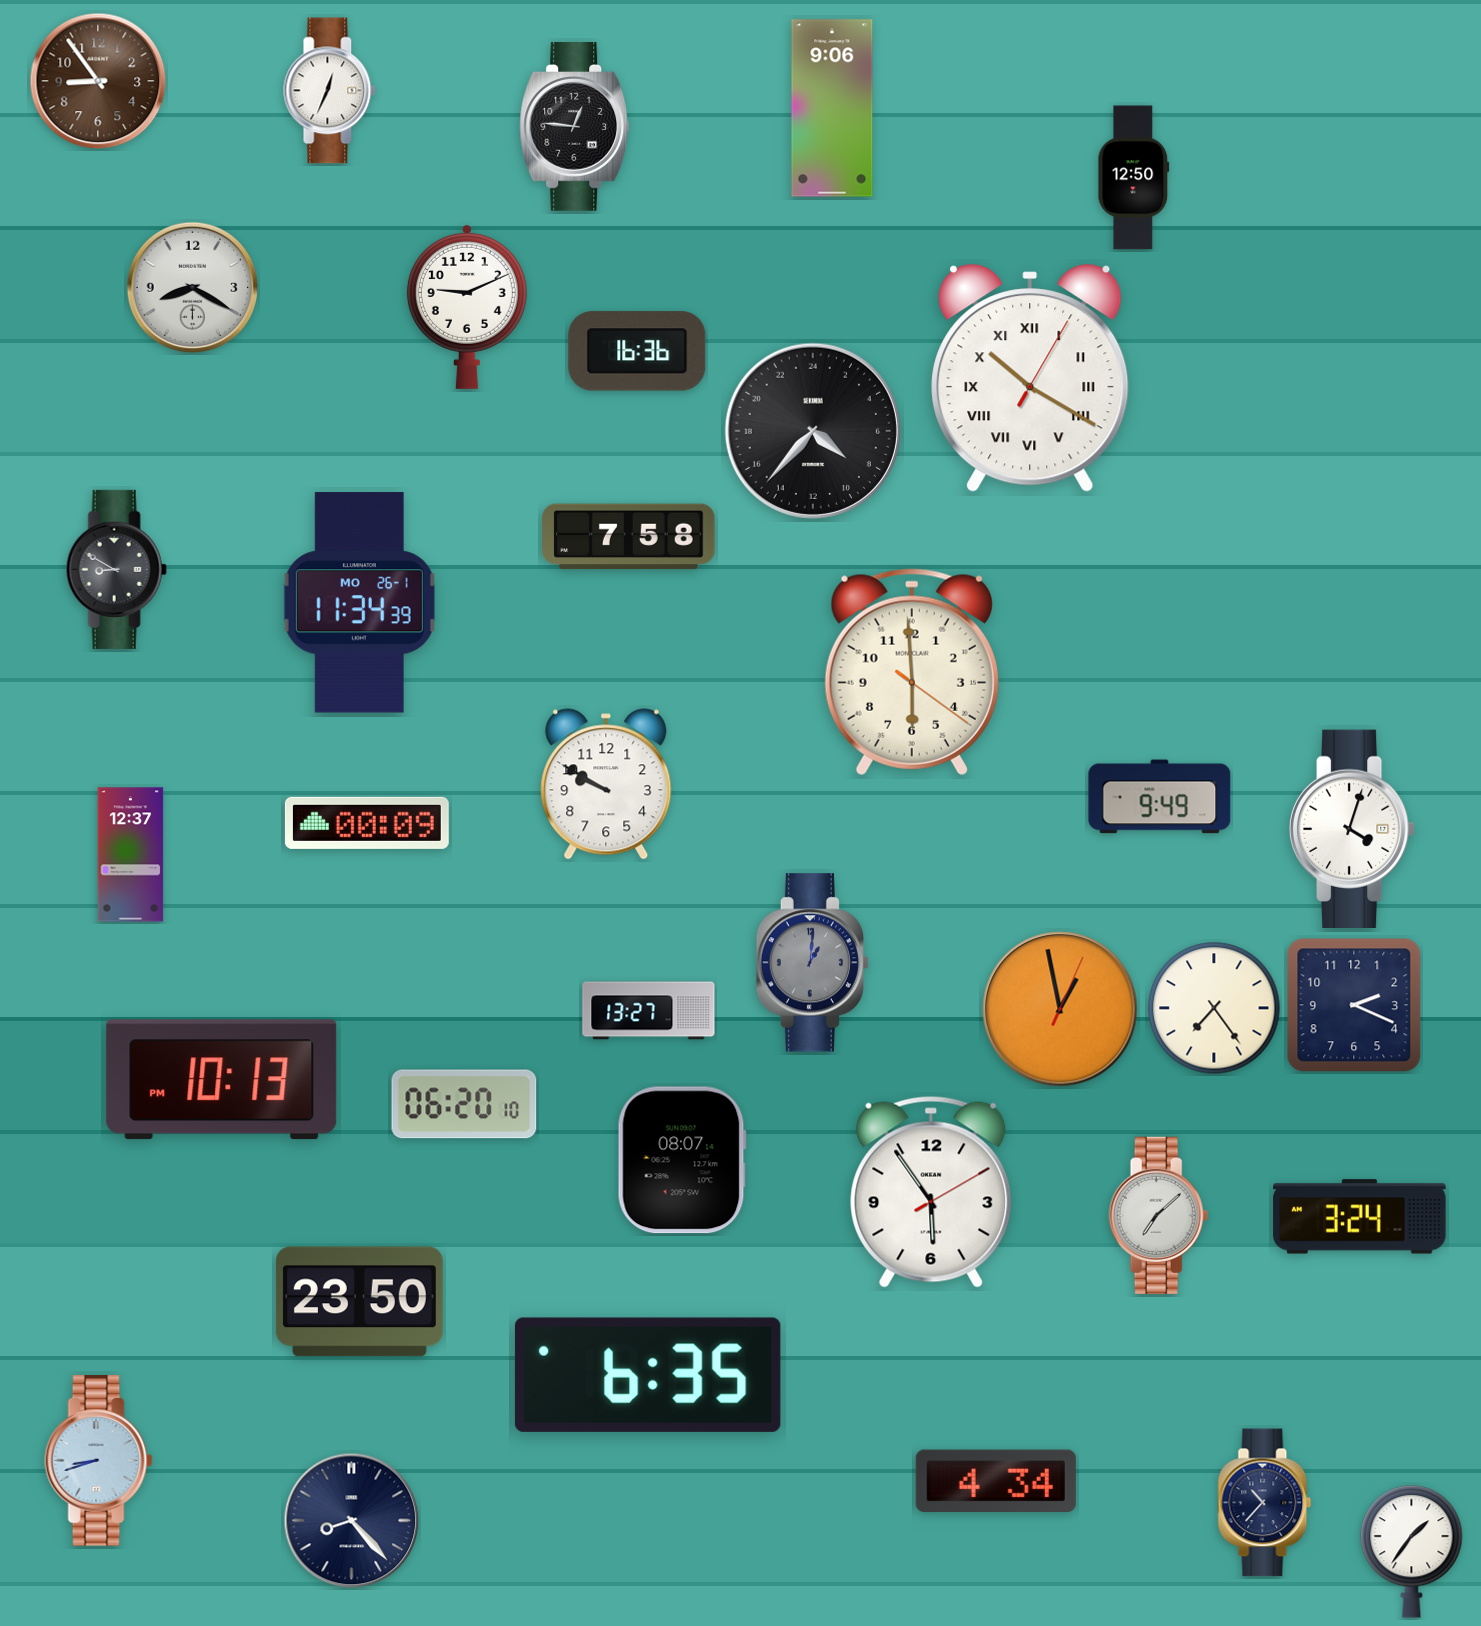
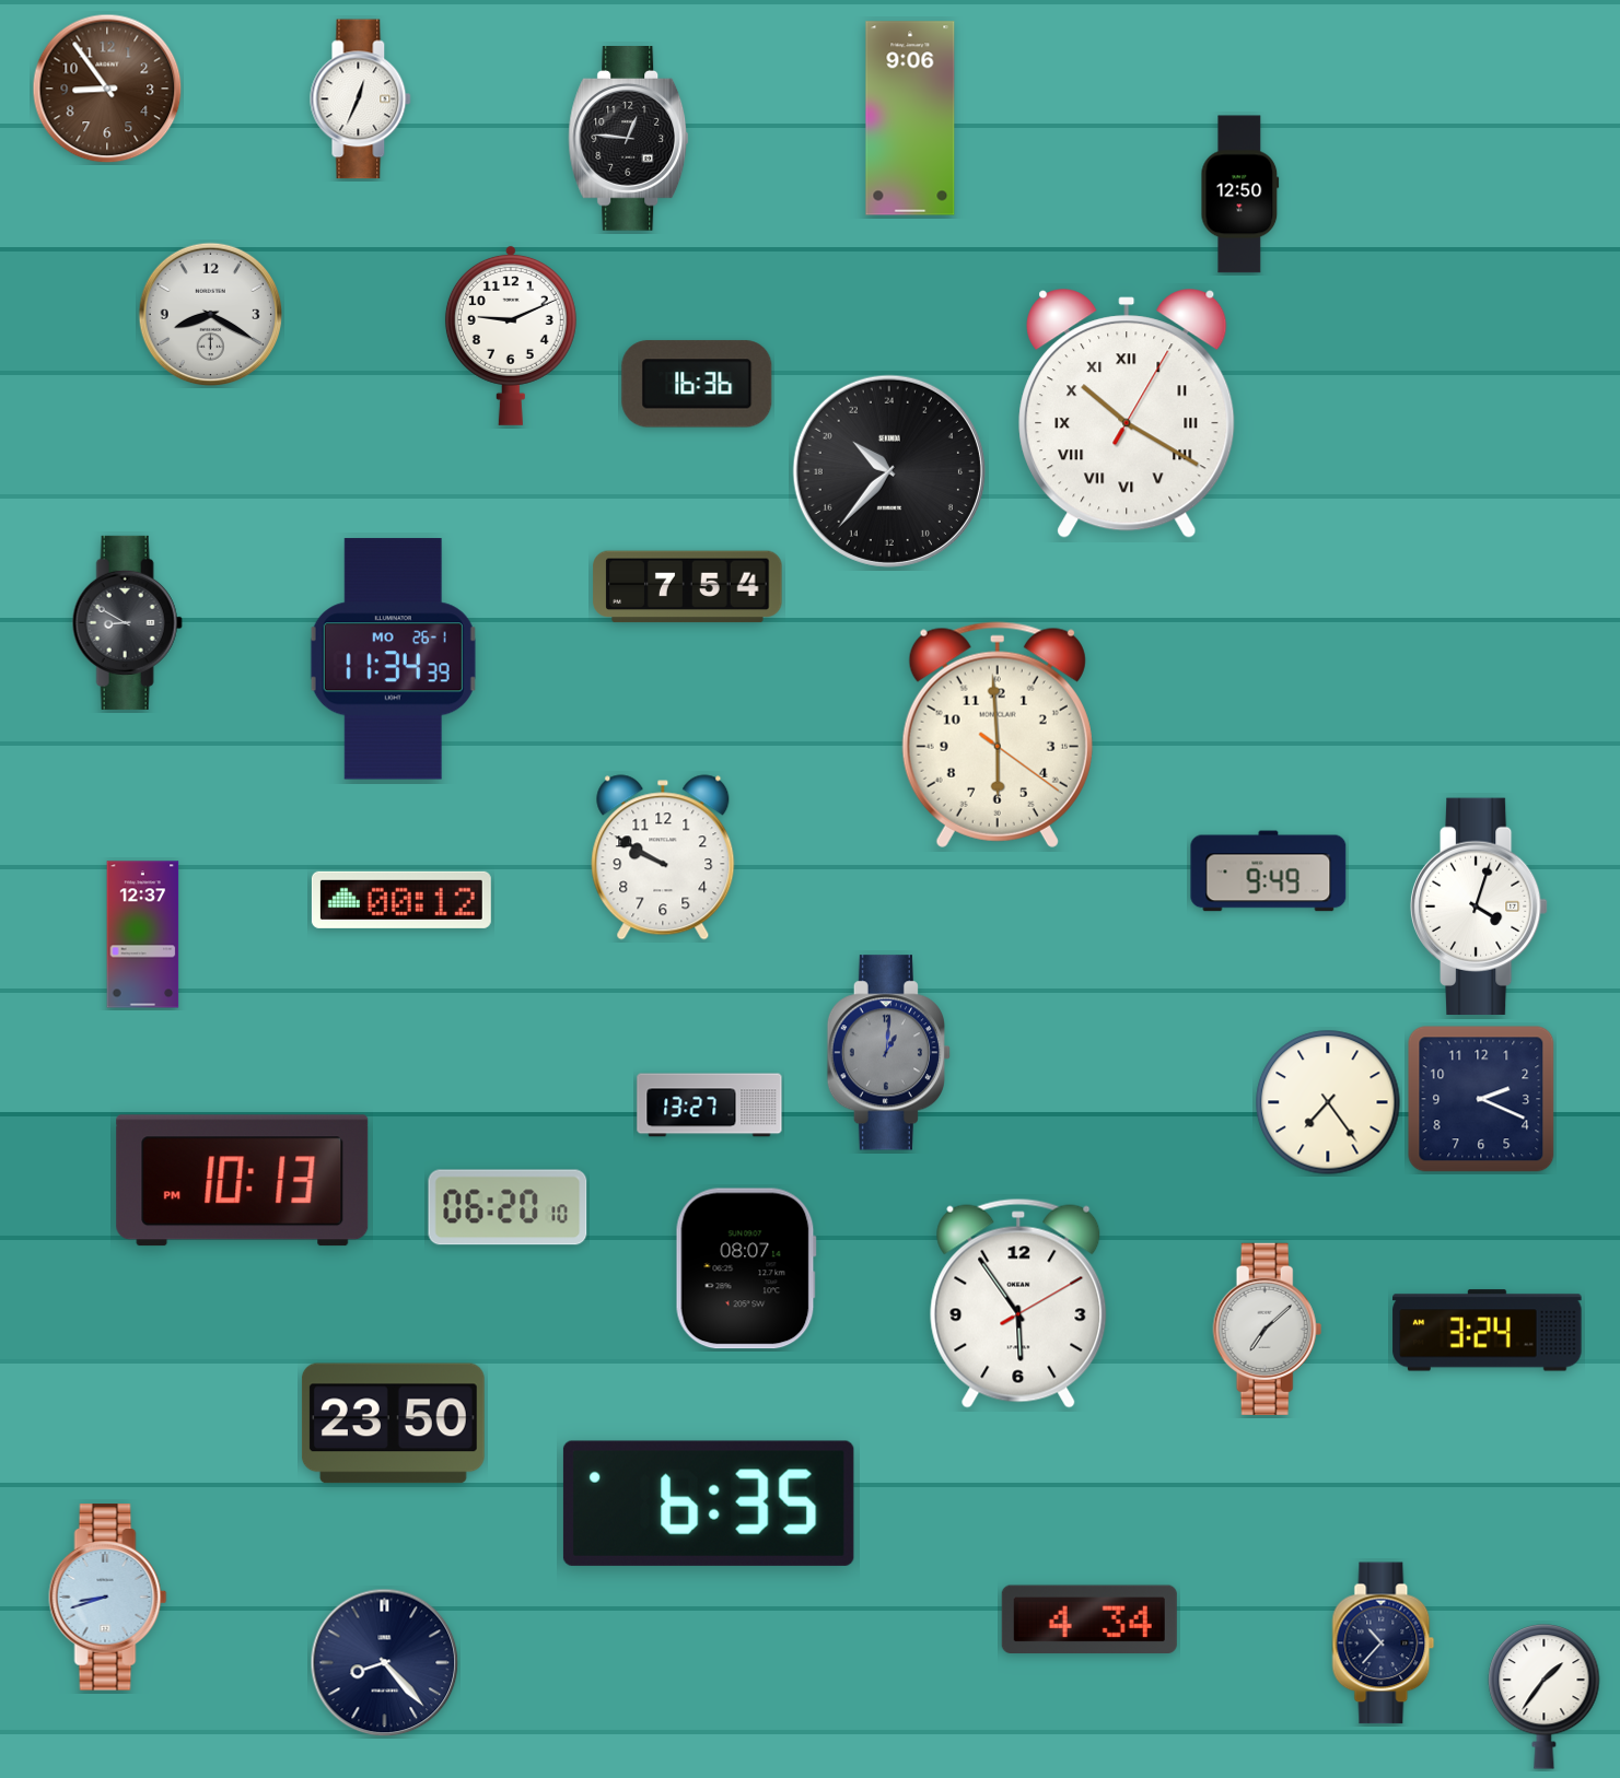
clock at (813, 431): 8:37 -> 20:37
clock at (629, 537): 7:58 -> 7:54
clock at (367, 823): 00:09 -> 00:12
clock at (1060, 1009): 12:58 -> none
